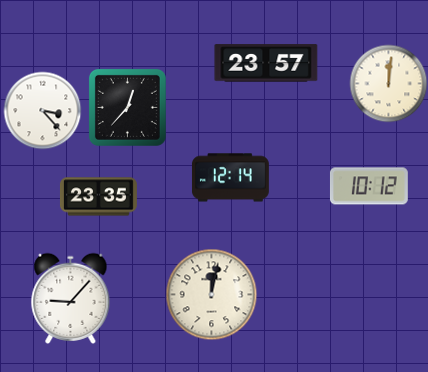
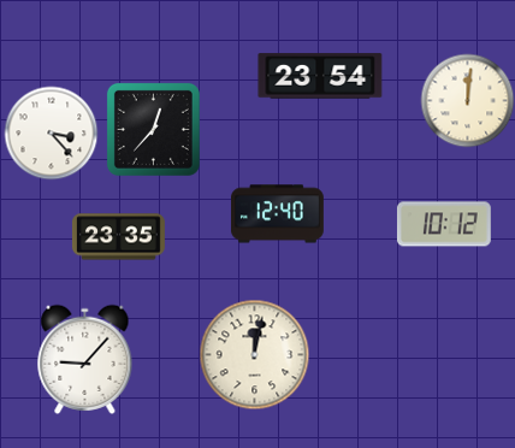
clock at (266, 63): 23:57 -> 23:54
clock at (230, 178): 12:14 -> 12:40
